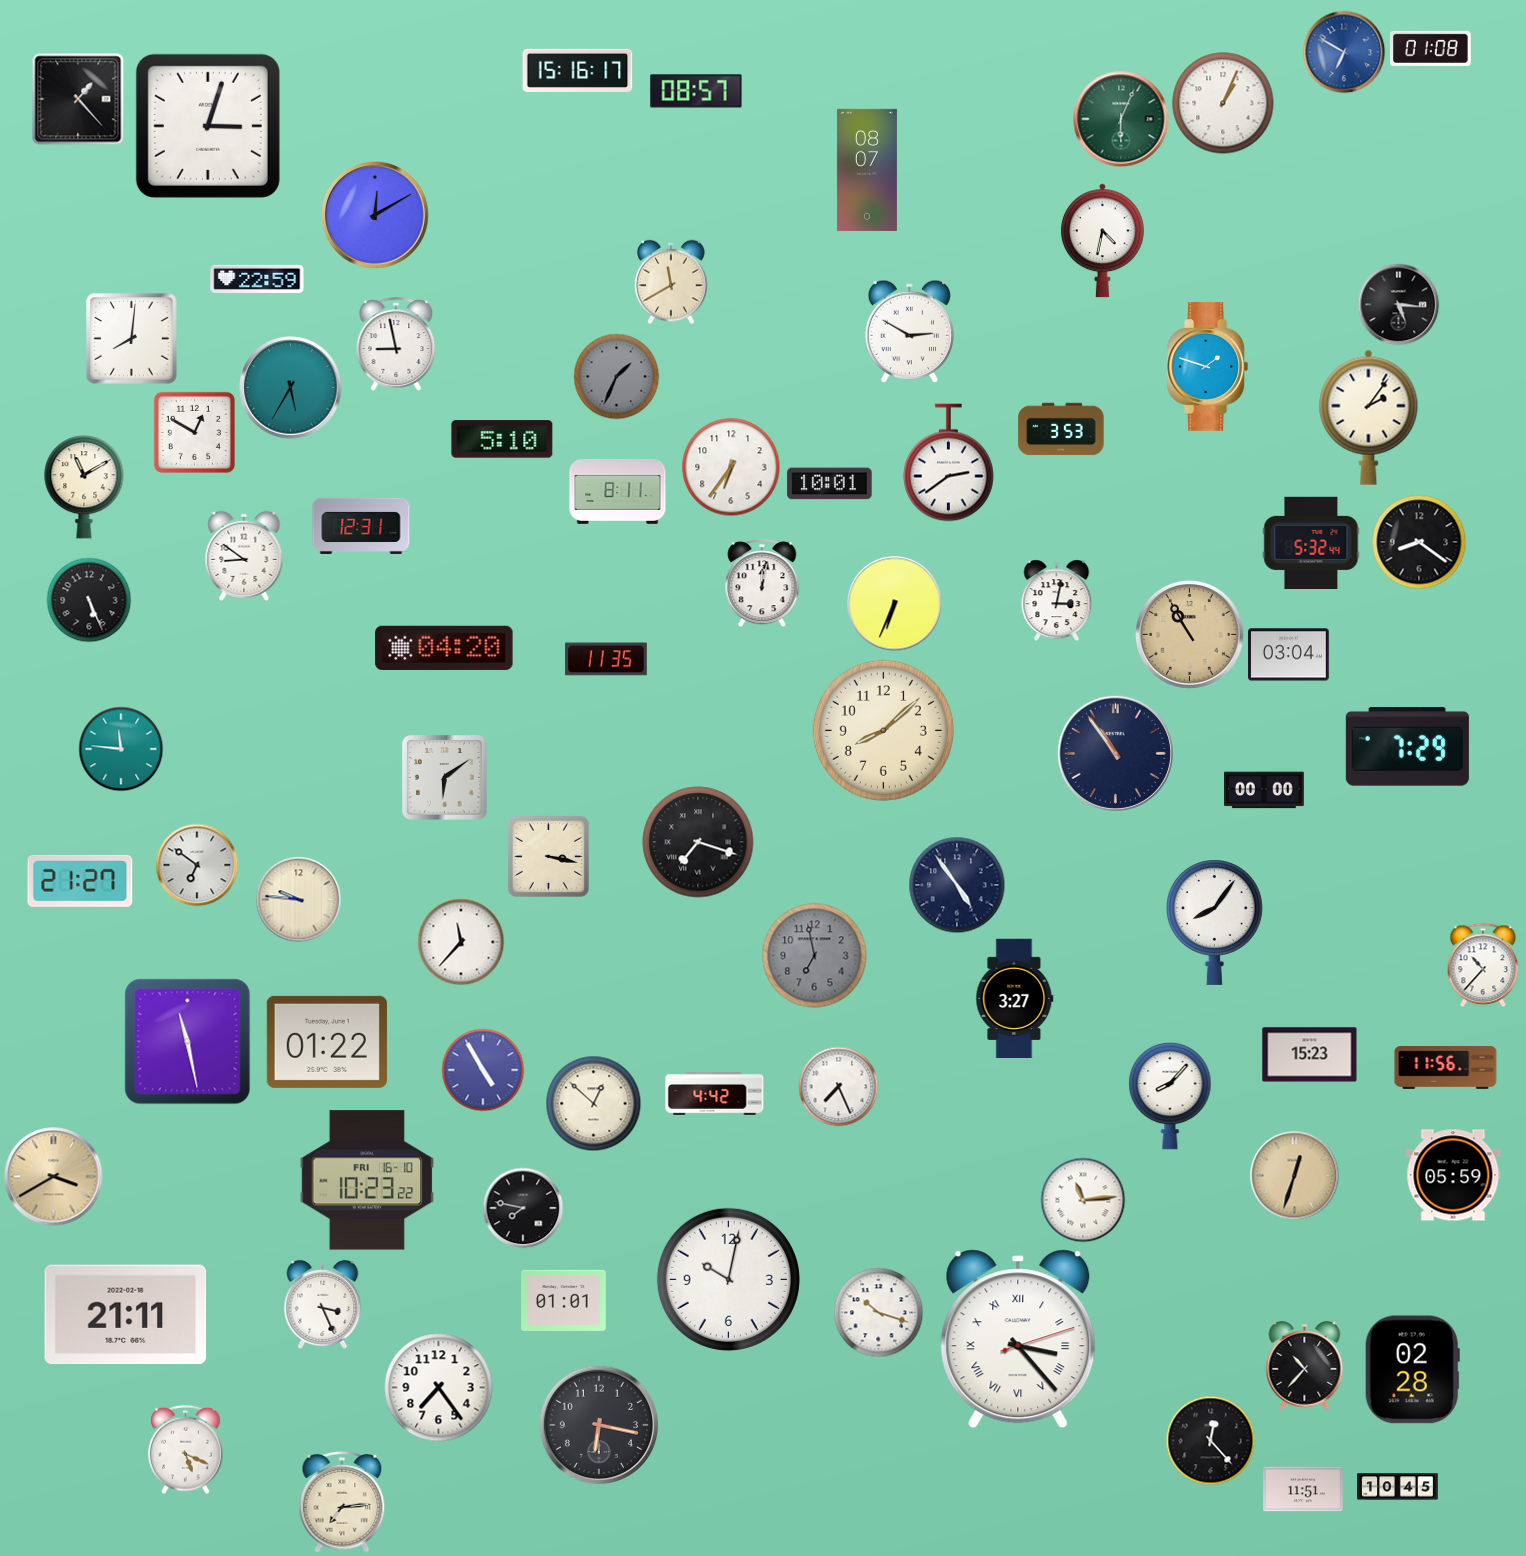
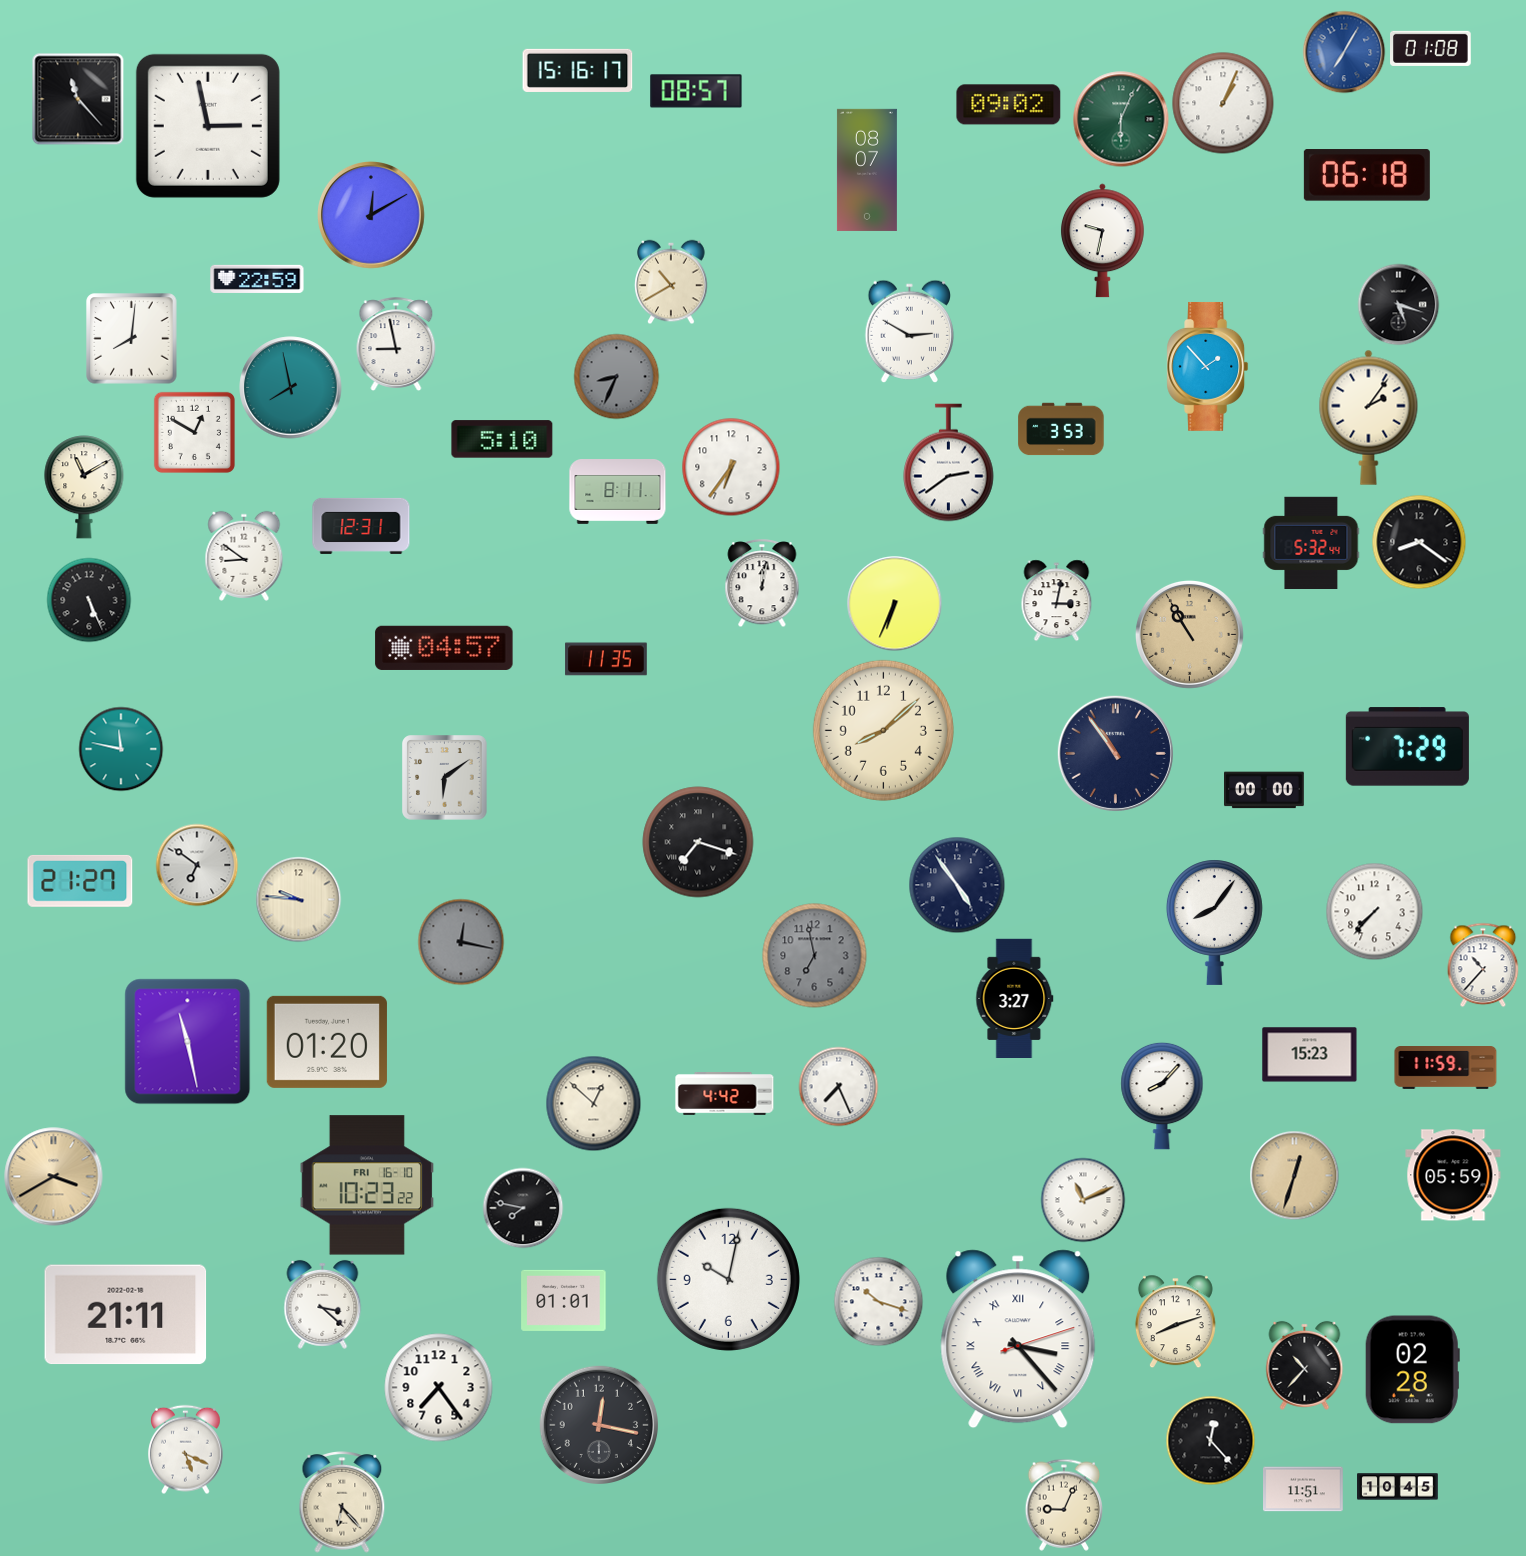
clock at (1344, 52): 6:50 -> 7:05
clock at (78, 99): 1:23 -> 11:23
clock at (1009, 105): none -> 09:02
clock at (208, 126): 3:03 -> 2:58
clock at (1367, 175): none -> 06:18
clock at (376, 216) position: (376, 216) -> (372, 216)
clock at (1102, 241): 4:32 -> 9:32
clock at (671, 282): 11:40 -> 10:40
clock at (1398, 304): 5:16 -> 5:18
clock at (1208, 366): 1:48 -> 1:53
clock at (616, 376): 1:34 -> 8:34
clock at (291, 388): 5:35 -> 7:58
clock at (830, 484): 10:01 -> none
clock at (444, 648): 04:20 -> 04:57
clock at (1289, 655): 03:04 -> none
clock at (121, 749): 11:46 -> 11:47
clock at (548, 856): 3:17 -> none
clock at (1374, 911): none -> 7:37
clock at (461, 942): 11:37 -> 12:17
clock at (461, 942) dial: white -> grey
clock at (327, 1042): 01:22 -> 01:20
clock at (1446, 1068): 11:56 -> 11:59
clock at (483, 1070): 4:55 -> none
clock at (715, 1094) position: (715, 1094) -> (725, 1094)
clock at (1170, 1096) position: (1170, 1096) -> (1162, 1096)
clock at (367, 1180) position: (367, 1180) -> (367, 1185)
clock at (1083, 1200): 11:14 -> 11:11
clock at (323, 1304): 3:26 -> 3:22
clock at (878, 1312) position: (878, 1312) -> (878, 1301)
clock at (1175, 1321): none -> 8:12
clock at (598, 1424): 6:17 -> 12:17
clock at (342, 1502): 7:14 -> 6:23
clock at (1063, 1505): none -> 9:04
